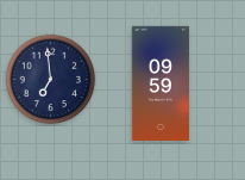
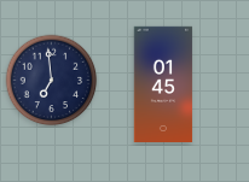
clock at (161, 82): 09:59 -> 01:45
